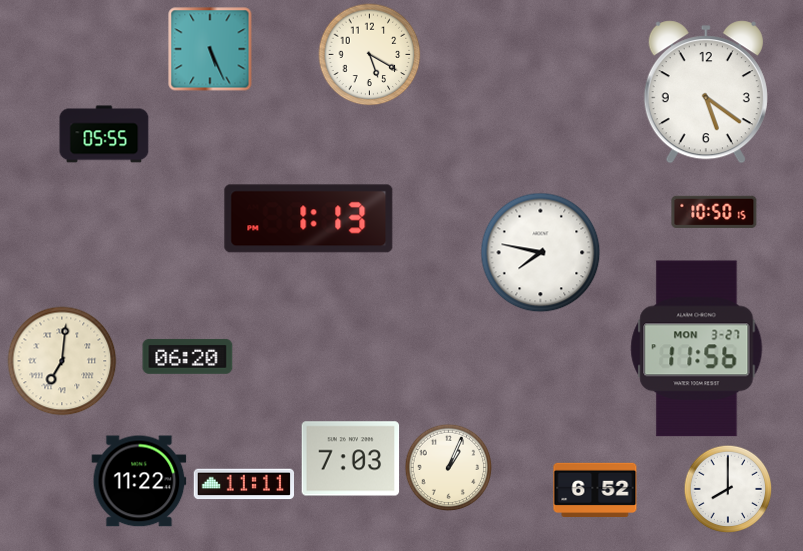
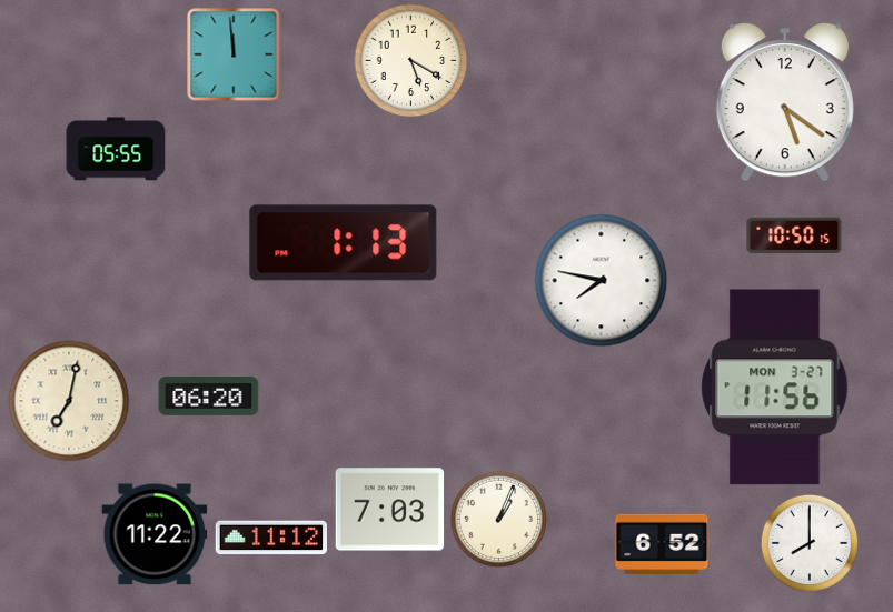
clock at (210, 49): 5:26 -> 11:59
clock at (62, 361): 7:01 -> 7:02
clock at (243, 484): 11:11 -> 11:12
